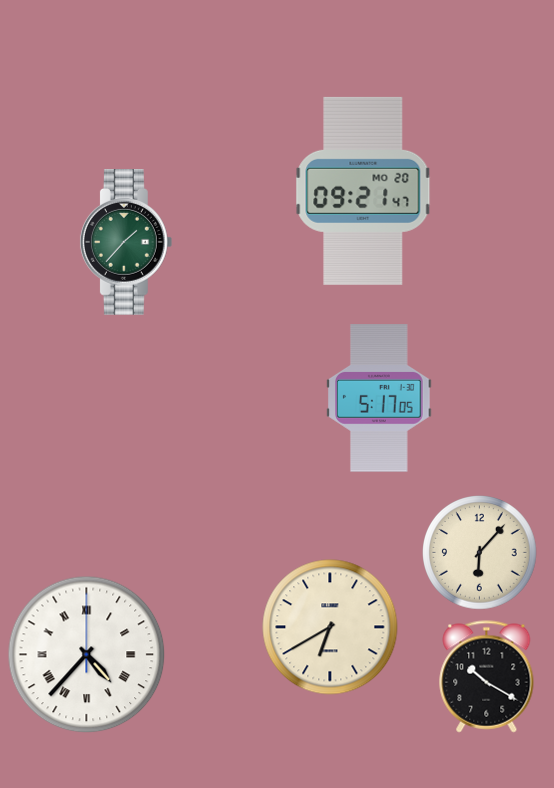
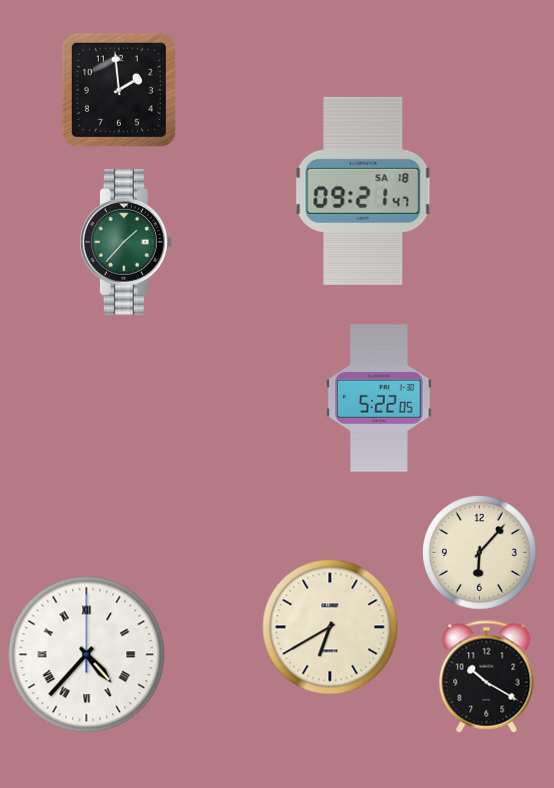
clock at (119, 90): none -> 1:59
clock at (363, 191) date: MO 20 -> SA 18
clock at (379, 398): 5:17 -> 5:22
